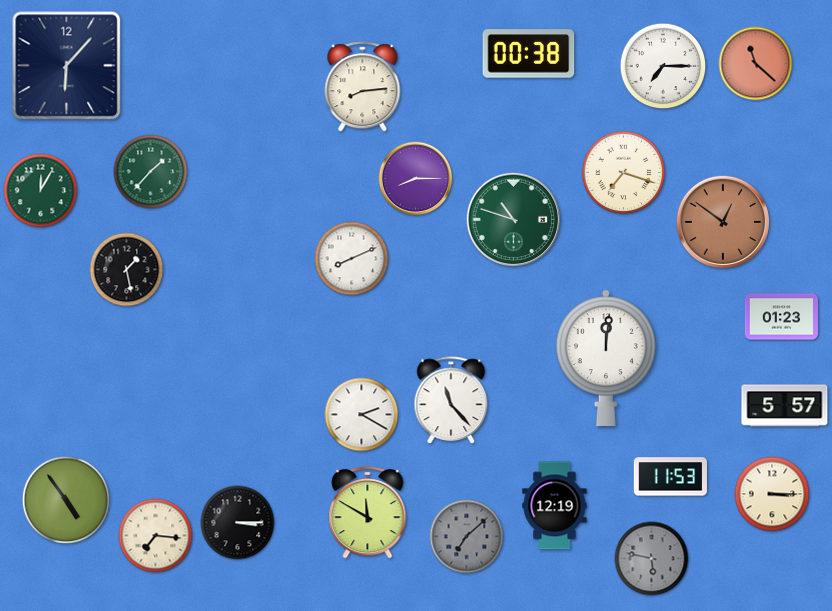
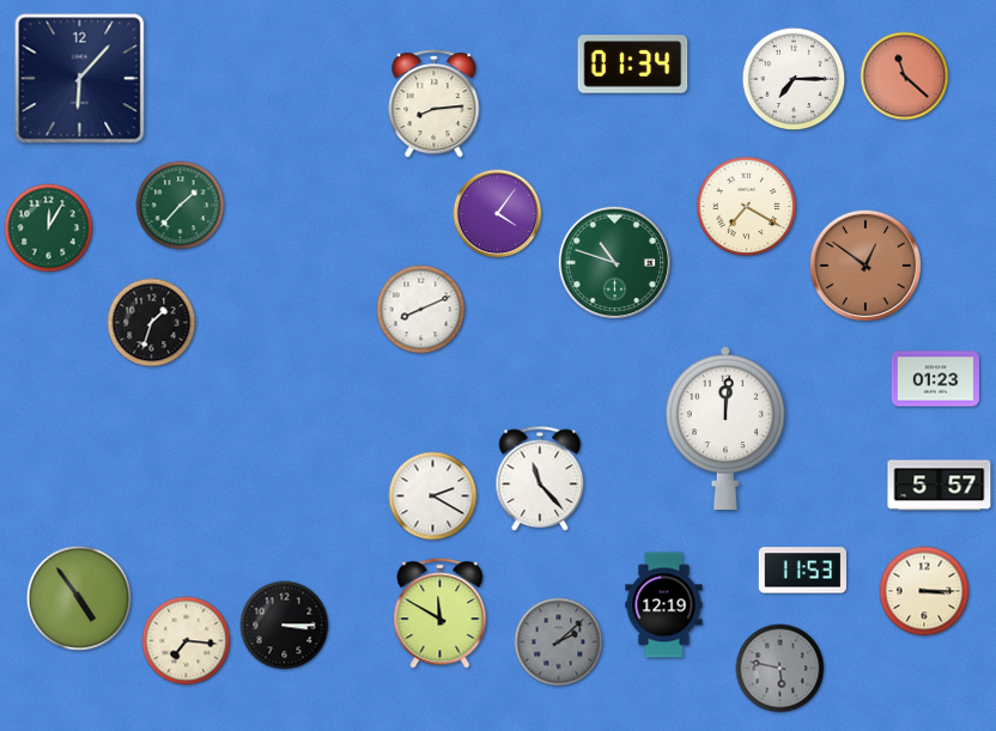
clock at (529, 54): 00:38 -> 01:34
clock at (624, 173): 7:18 -> 7:20
clock at (416, 179): 8:15 -> 4:06
clock at (127, 270): 1:28 -> 1:33
clock at (467, 537): 7:08 -> 2:08
